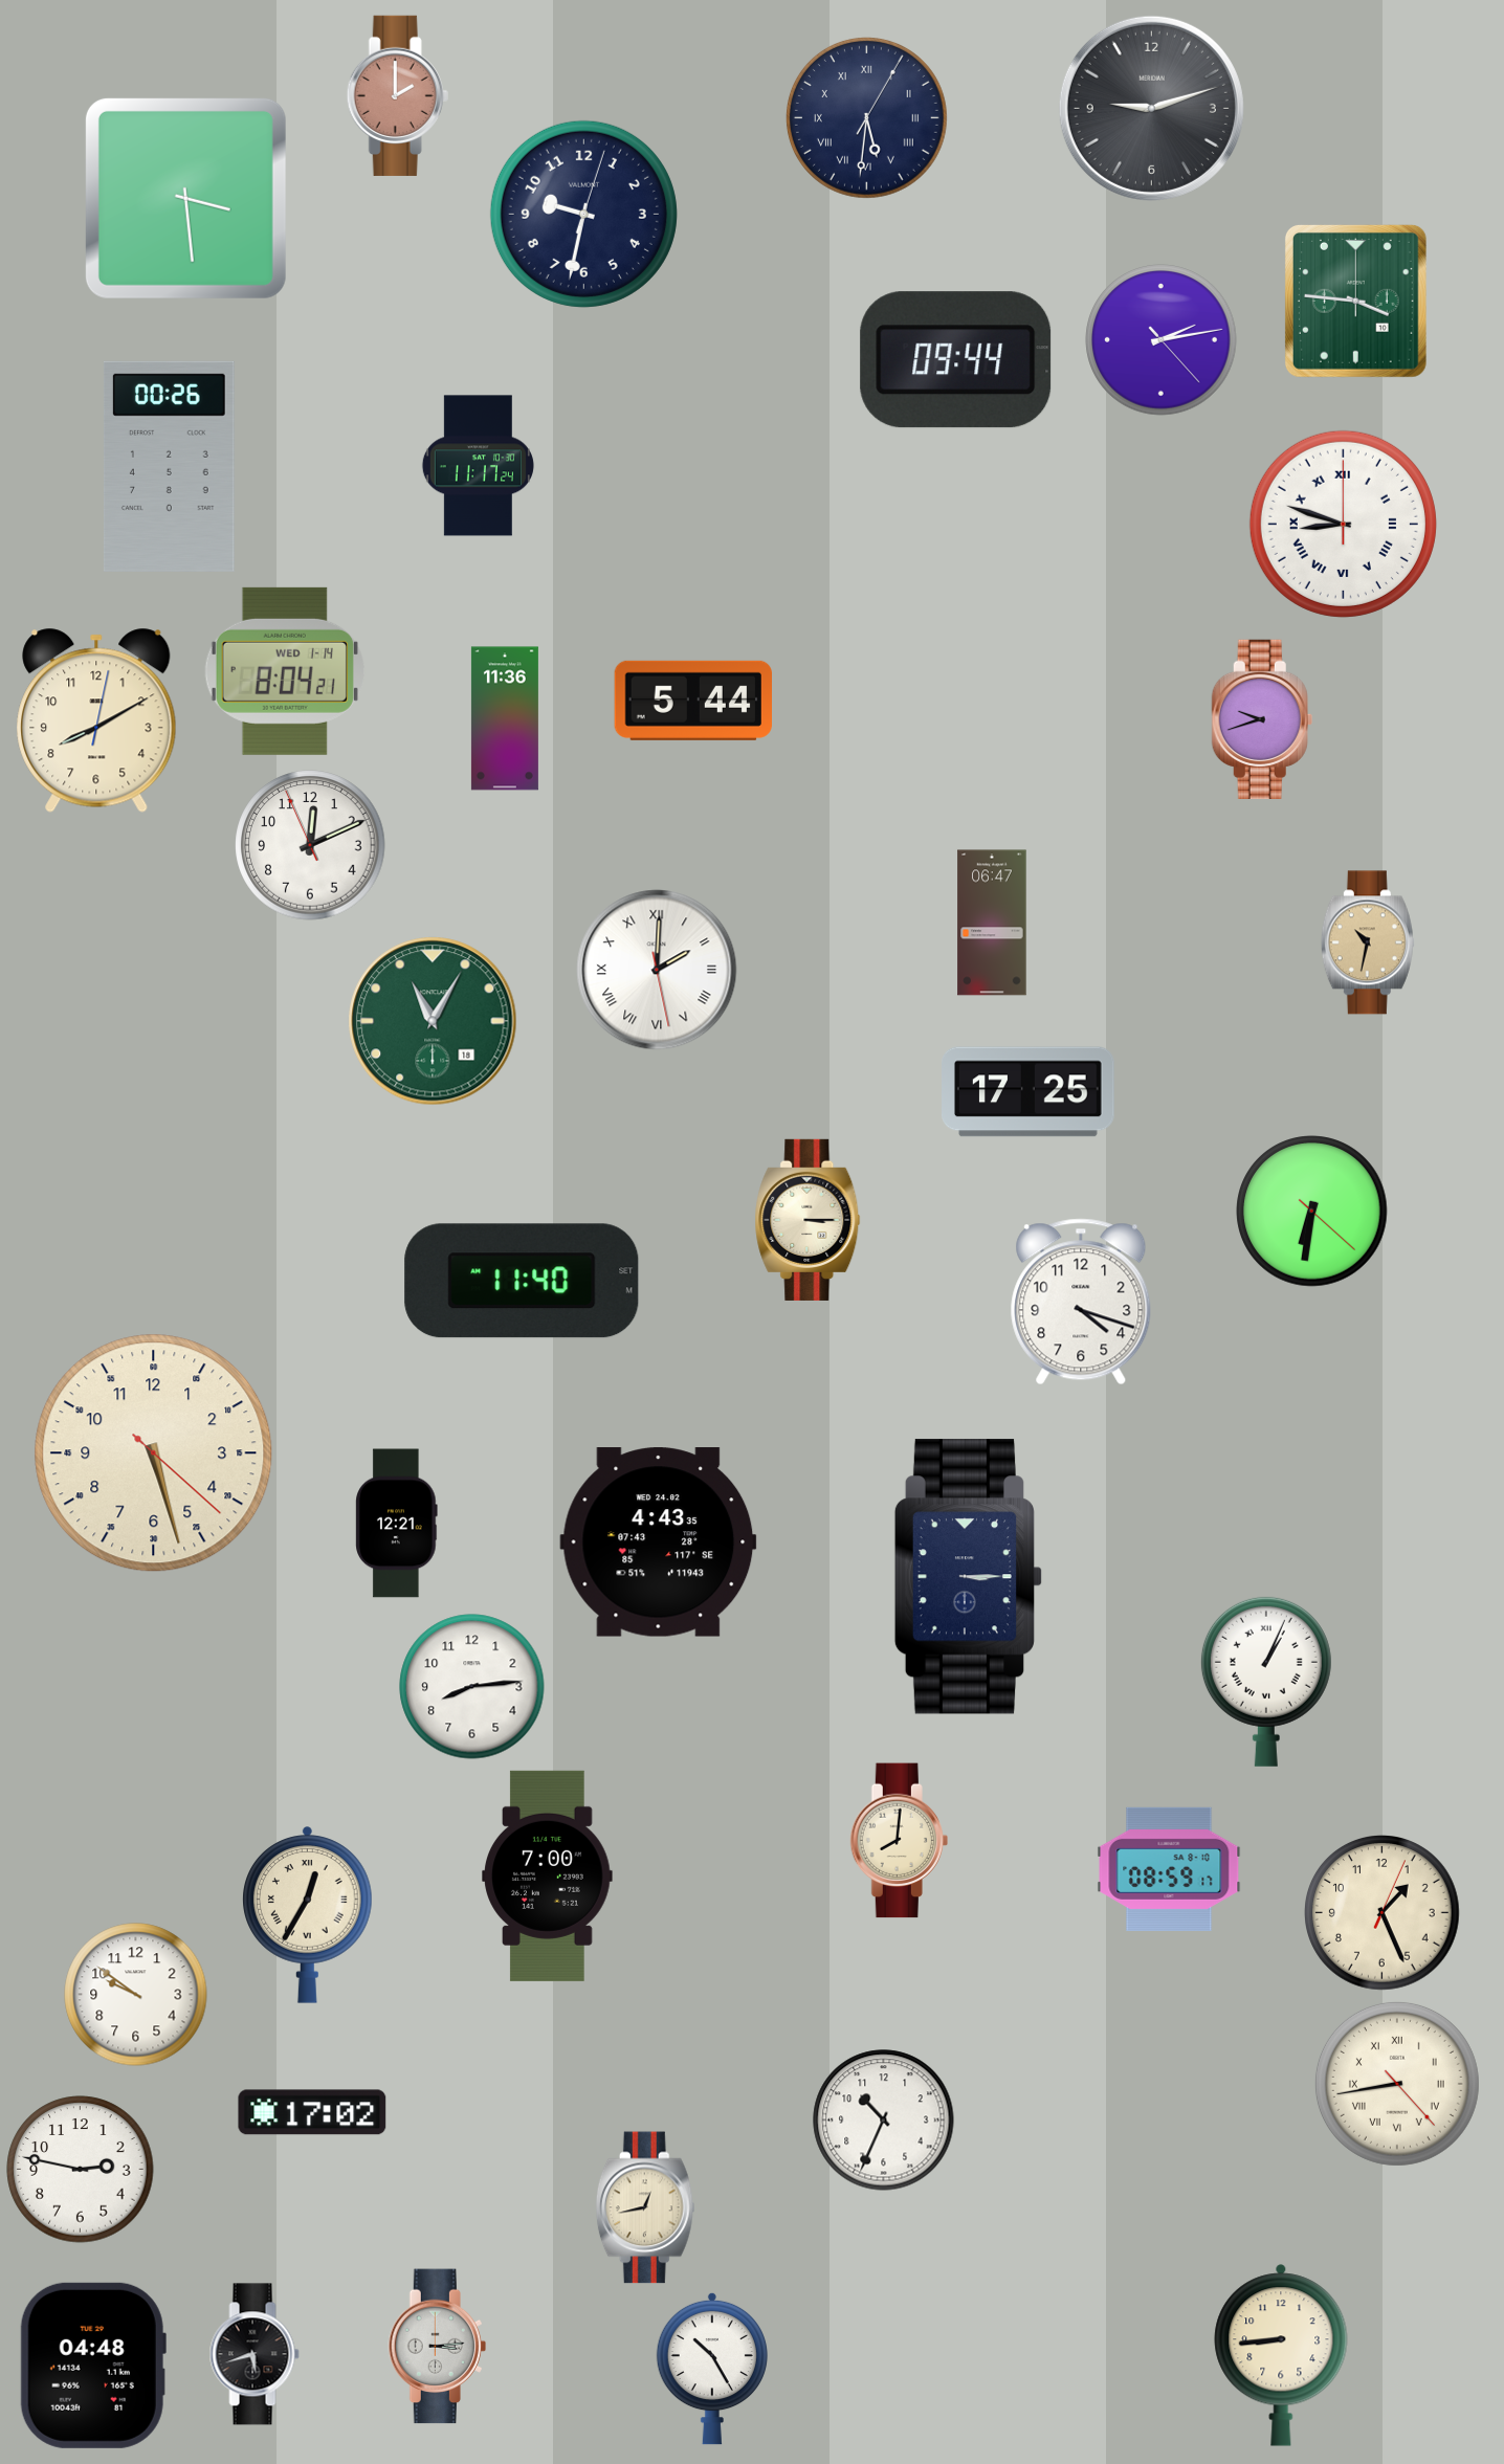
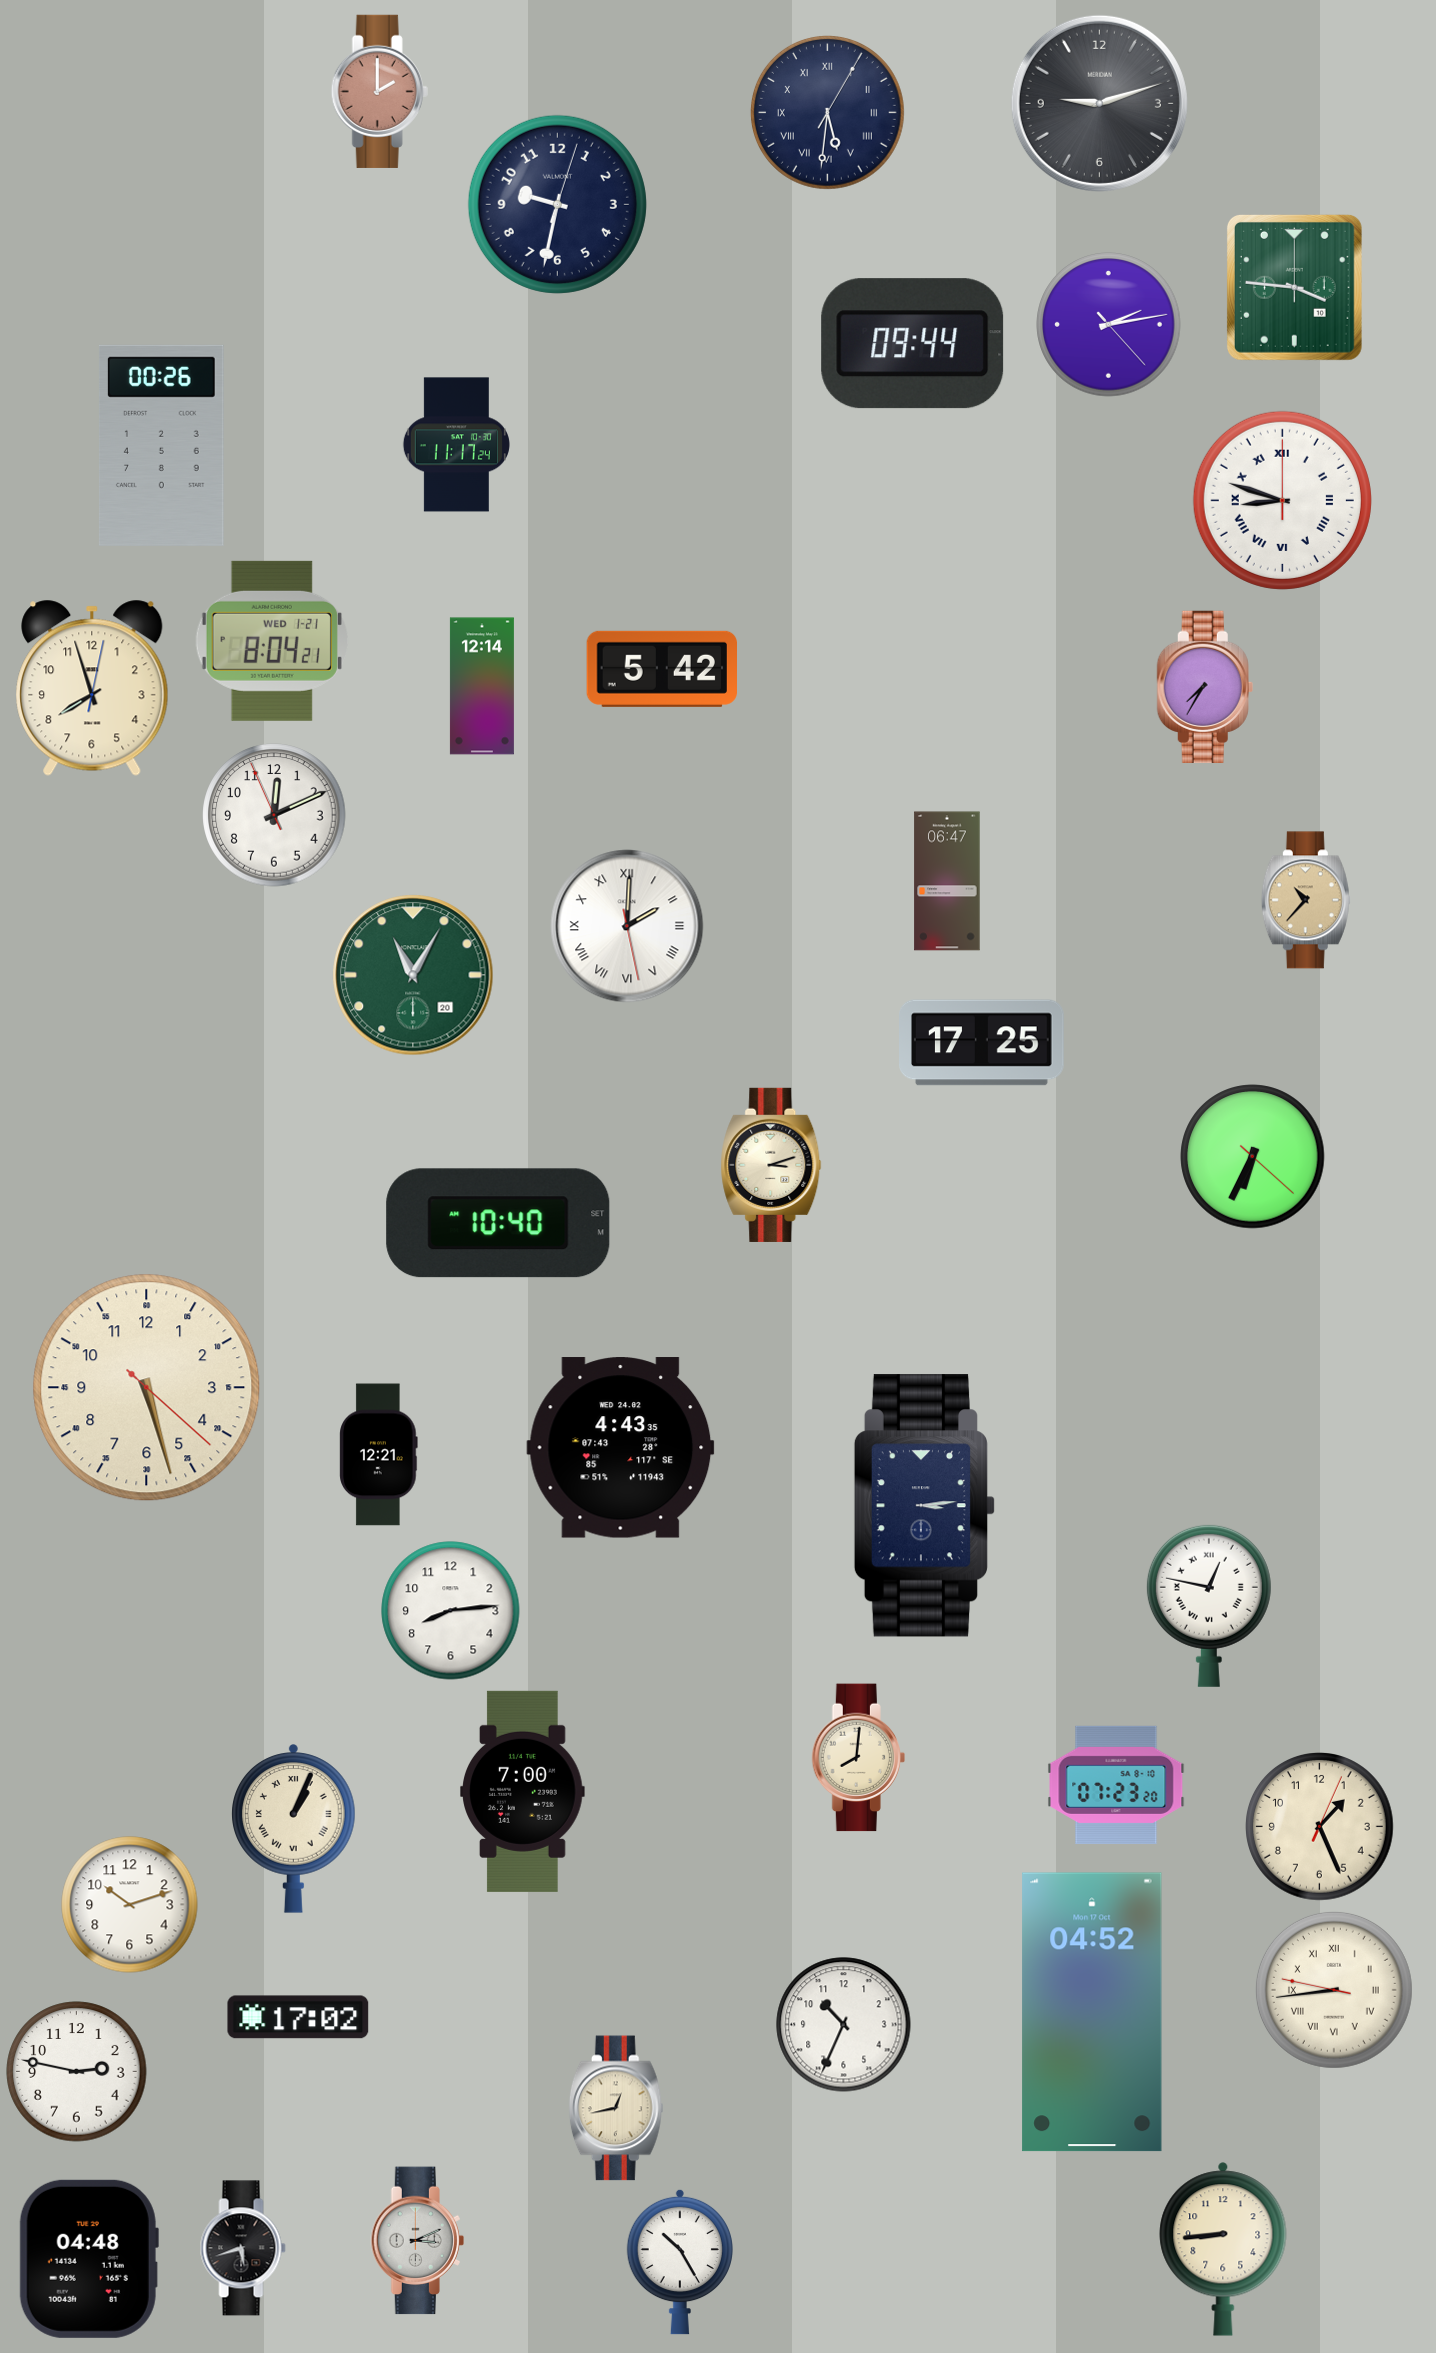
clock at (185, 198): 3:29 -> none
clock at (285, 671) date: WED 1-14 -> WED 1-21
clock at (692, 701): 5:44 -> 5:42
clock at (505, 718): 11:36 -> 12:14
clock at (1262, 719): 9:42 -> 7:35
clock at (96, 720): 8:10 -> 7:57
clock at (310, 845) position: (310, 845) -> (274, 815)
clock at (1368, 942): 10:32 -> 10:37
clock at (433, 1021) date: 18 -> 20
clock at (1312, 1212): 6:31 -> 6:34
clock at (808, 1220): 3:15 -> 3:12
clock at (522, 1281): 11:40 -> 10:40
clock at (1081, 1302): 4:18 -> none
clock at (659, 1542) position: (659, 1542) -> (621, 1448)
clock at (969, 1577): 3:15 -> 3:14
clock at (1266, 1682): 1:04 -> 12:47
clock at (1169, 1869): 08:59 -> 07:23
clock at (308, 1915): 12:35 -> 1:04
clock at (136, 1995): 9:51 -> 10:12
clock at (1397, 2084): 8:43:23 -> 8:43:47
clock at (1092, 2012): none -> 04:52
clock at (437, 2347): 3:14 -> 3:11
